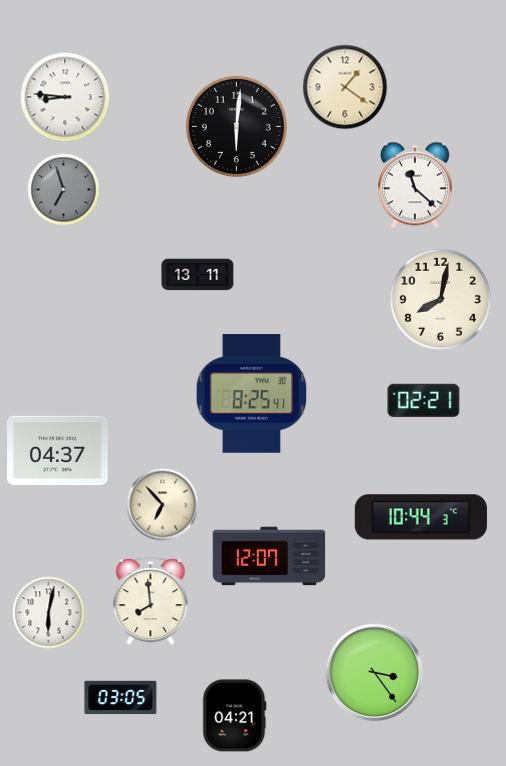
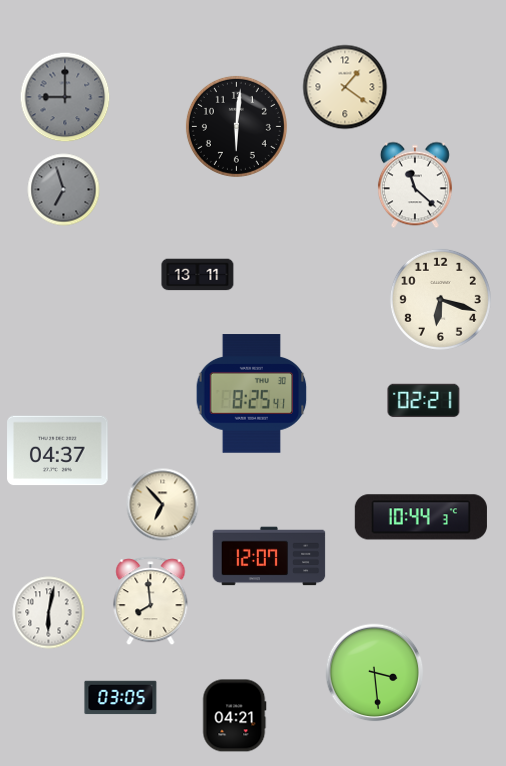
clock at (65, 97): 8:46 -> 9:00
clock at (65, 97) dial: white -> grey
clock at (440, 299): 8:02 -> 6:18
clock at (375, 673): 3:24 -> 3:29
